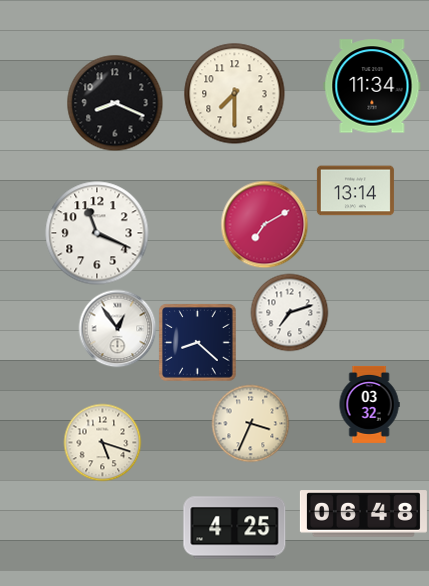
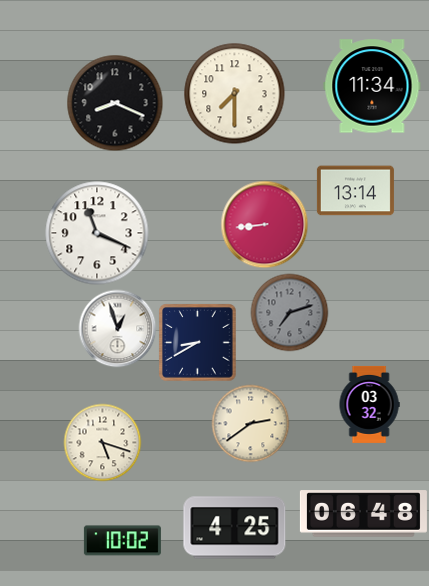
clock at (264, 224): 7:10 -> 8:44
clock at (289, 312) dial: white -> grey
clock at (117, 328): 12:54 -> 12:57
clock at (197, 342): 8:22 -> 8:40
clock at (250, 423): 3:34 -> 2:39
clock at (122, 541): none -> 10:02
